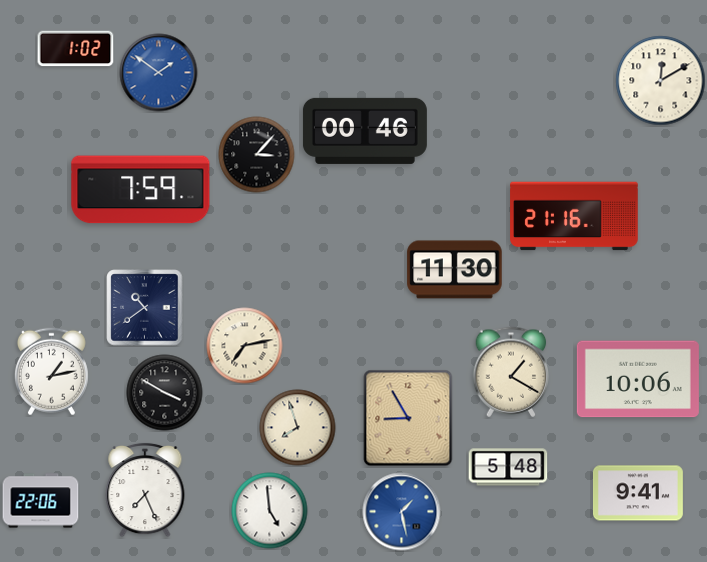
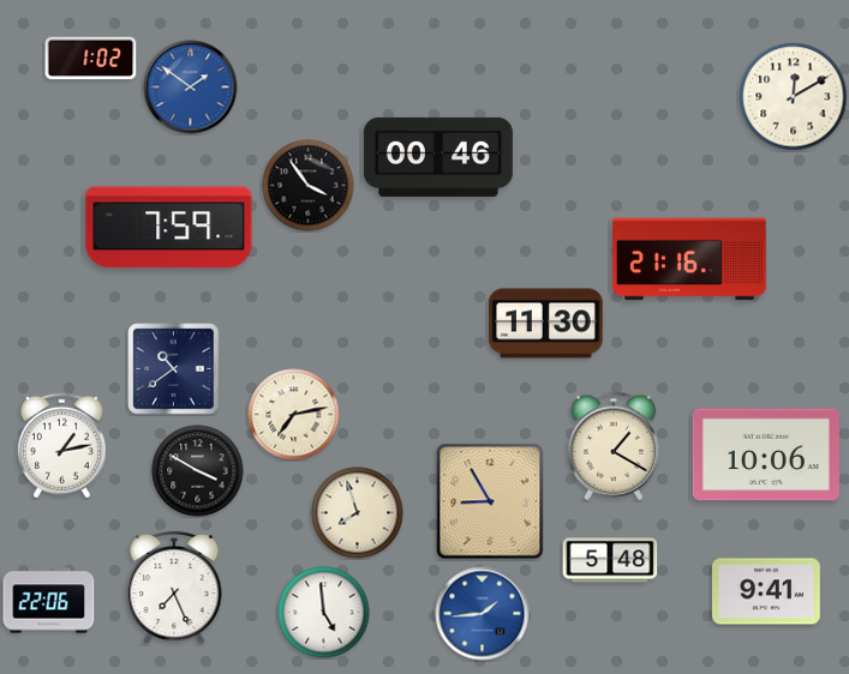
clock at (257, 155): 3:07 -> 3:54
clock at (402, 512): 1:28 -> 1:44
